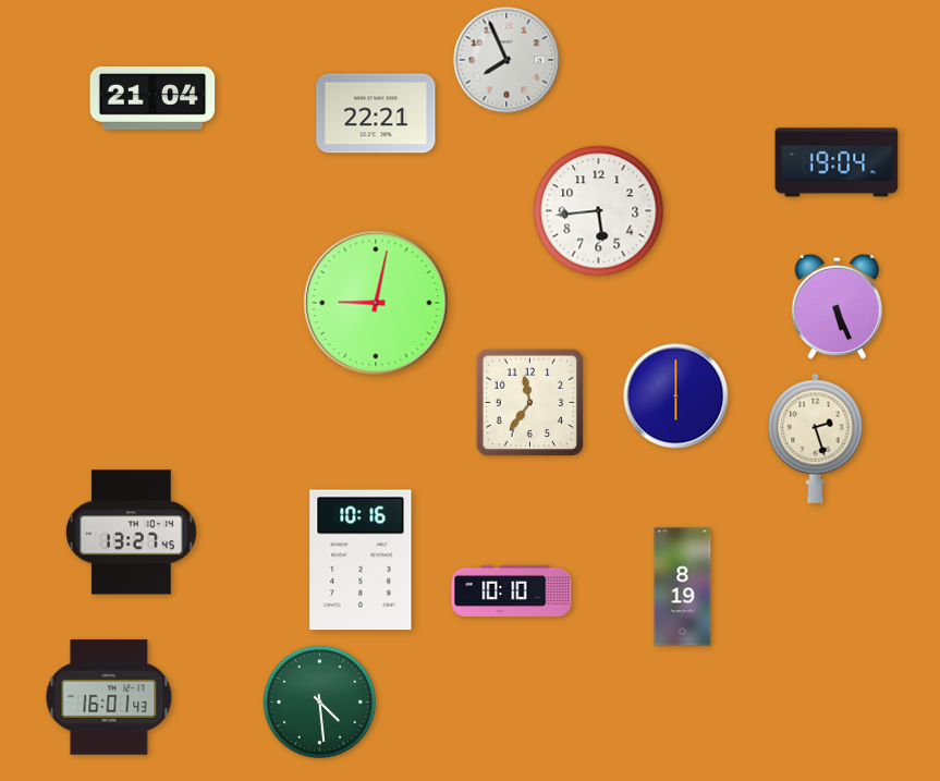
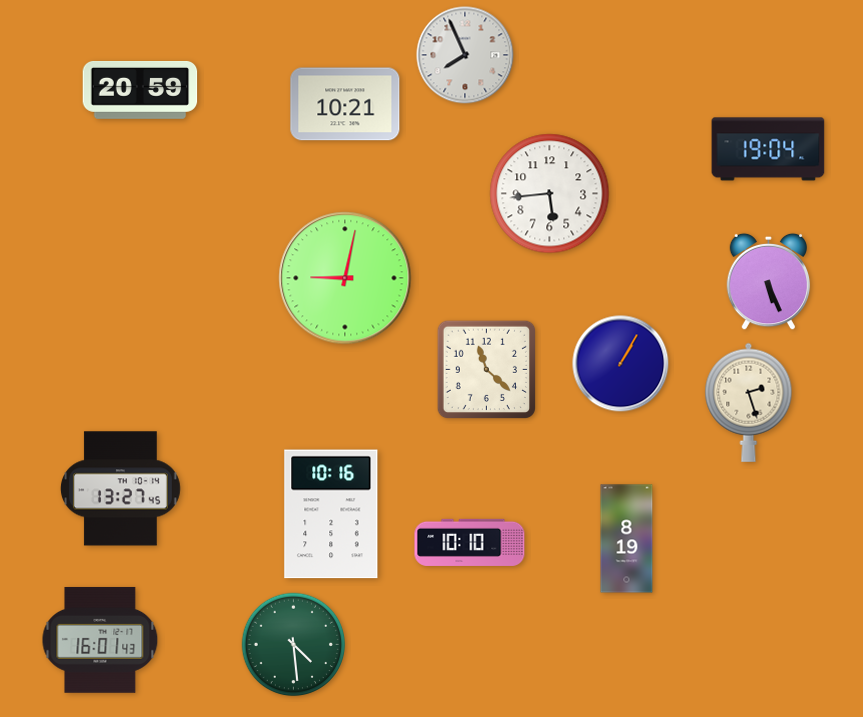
clock at (152, 98): 21:04 -> 20:59
clock at (376, 113): 22:21 -> 10:21
clock at (676, 396): 6:00 -> 1:05
clock at (530, 403): 11:36 -> 11:22
